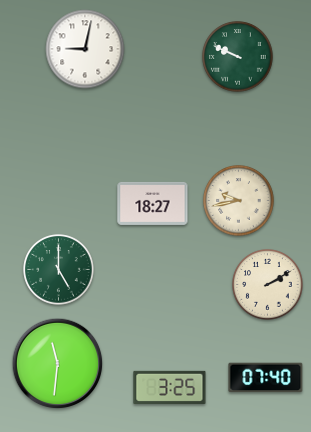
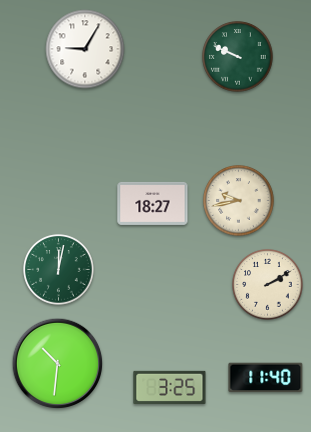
clock at (85, 49): 9:02 -> 9:05
clock at (59, 270): 5:00 -> 12:02
clock at (58, 364): 11:31 -> 10:31
clock at (266, 378): 07:40 -> 11:40
